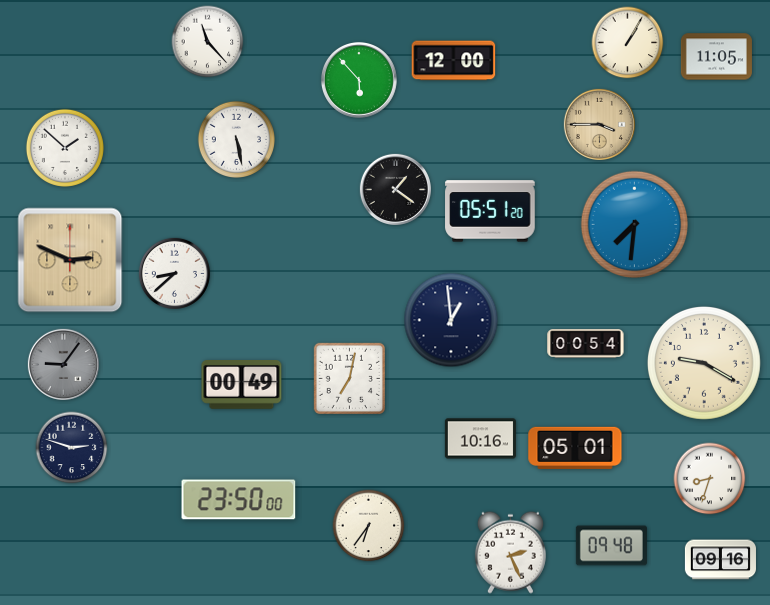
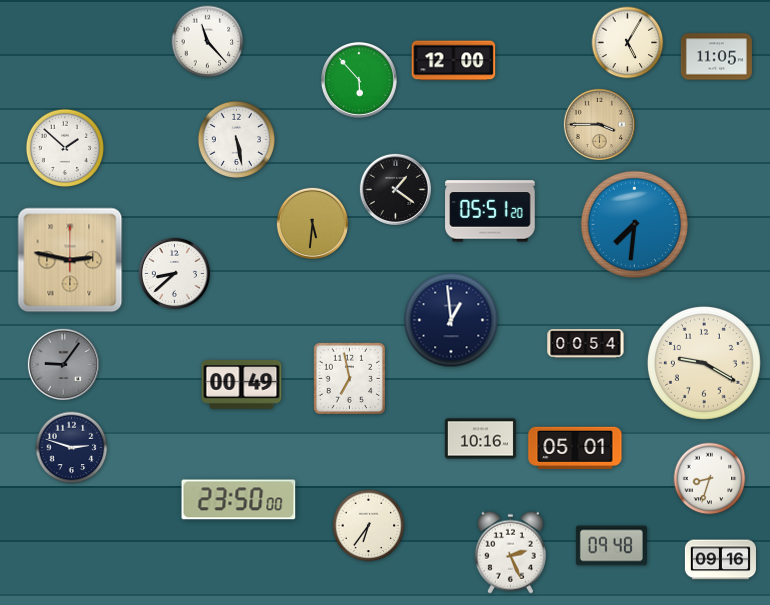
clock at (628, 43): 1:05 -> 5:05
clock at (312, 223): none -> 5:31
clock at (70, 260): 2:49 -> 2:47
clock at (349, 378): 7:02 -> 6:58
